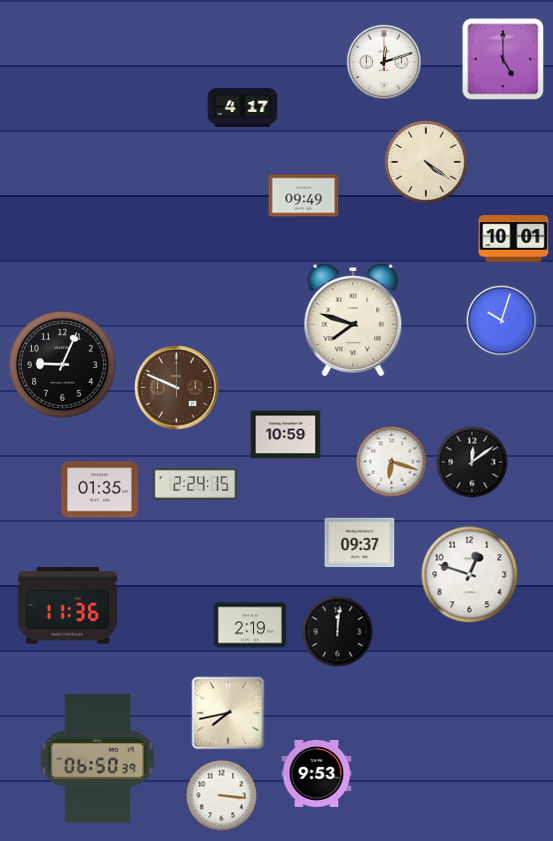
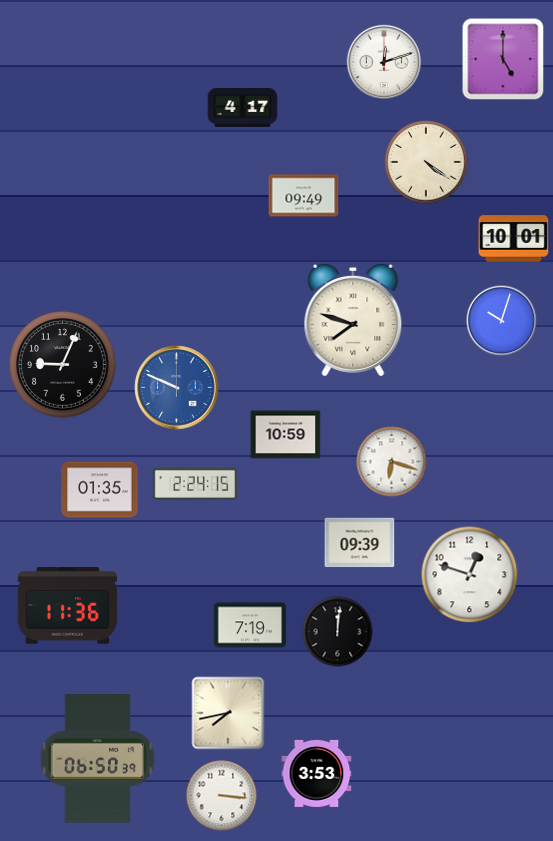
clock at (177, 388) dial: brown -> blue
clock at (472, 462): 12:09 -> none
clock at (360, 543): 09:37 -> 09:39
clock at (250, 625): 2:19 -> 7:19
clock at (317, 773): 9:53 -> 3:53
